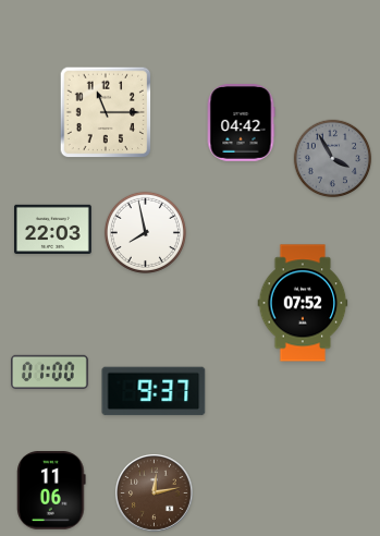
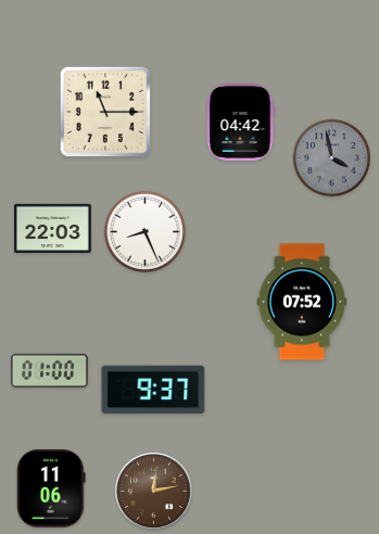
clock at (333, 159): 3:55 -> 3:58
clock at (145, 232): 7:58 -> 8:26
